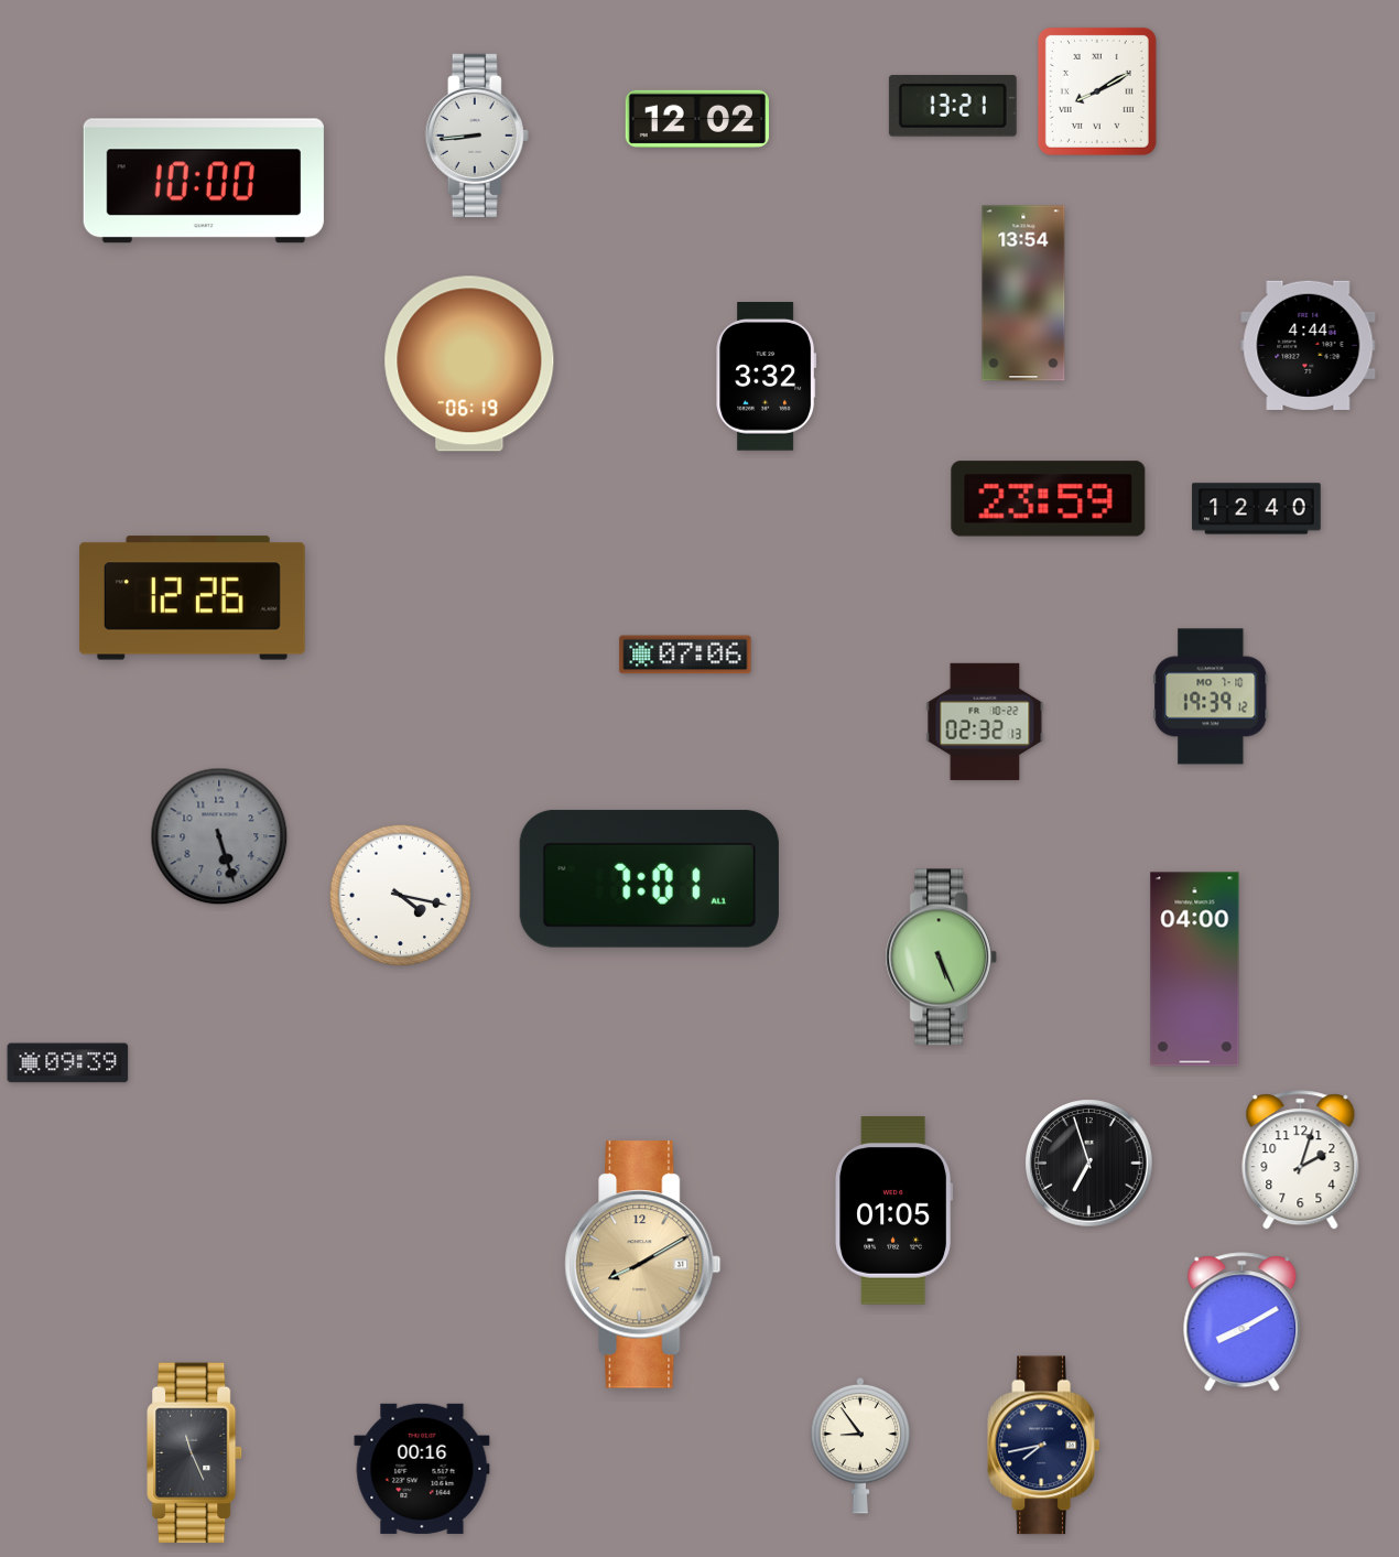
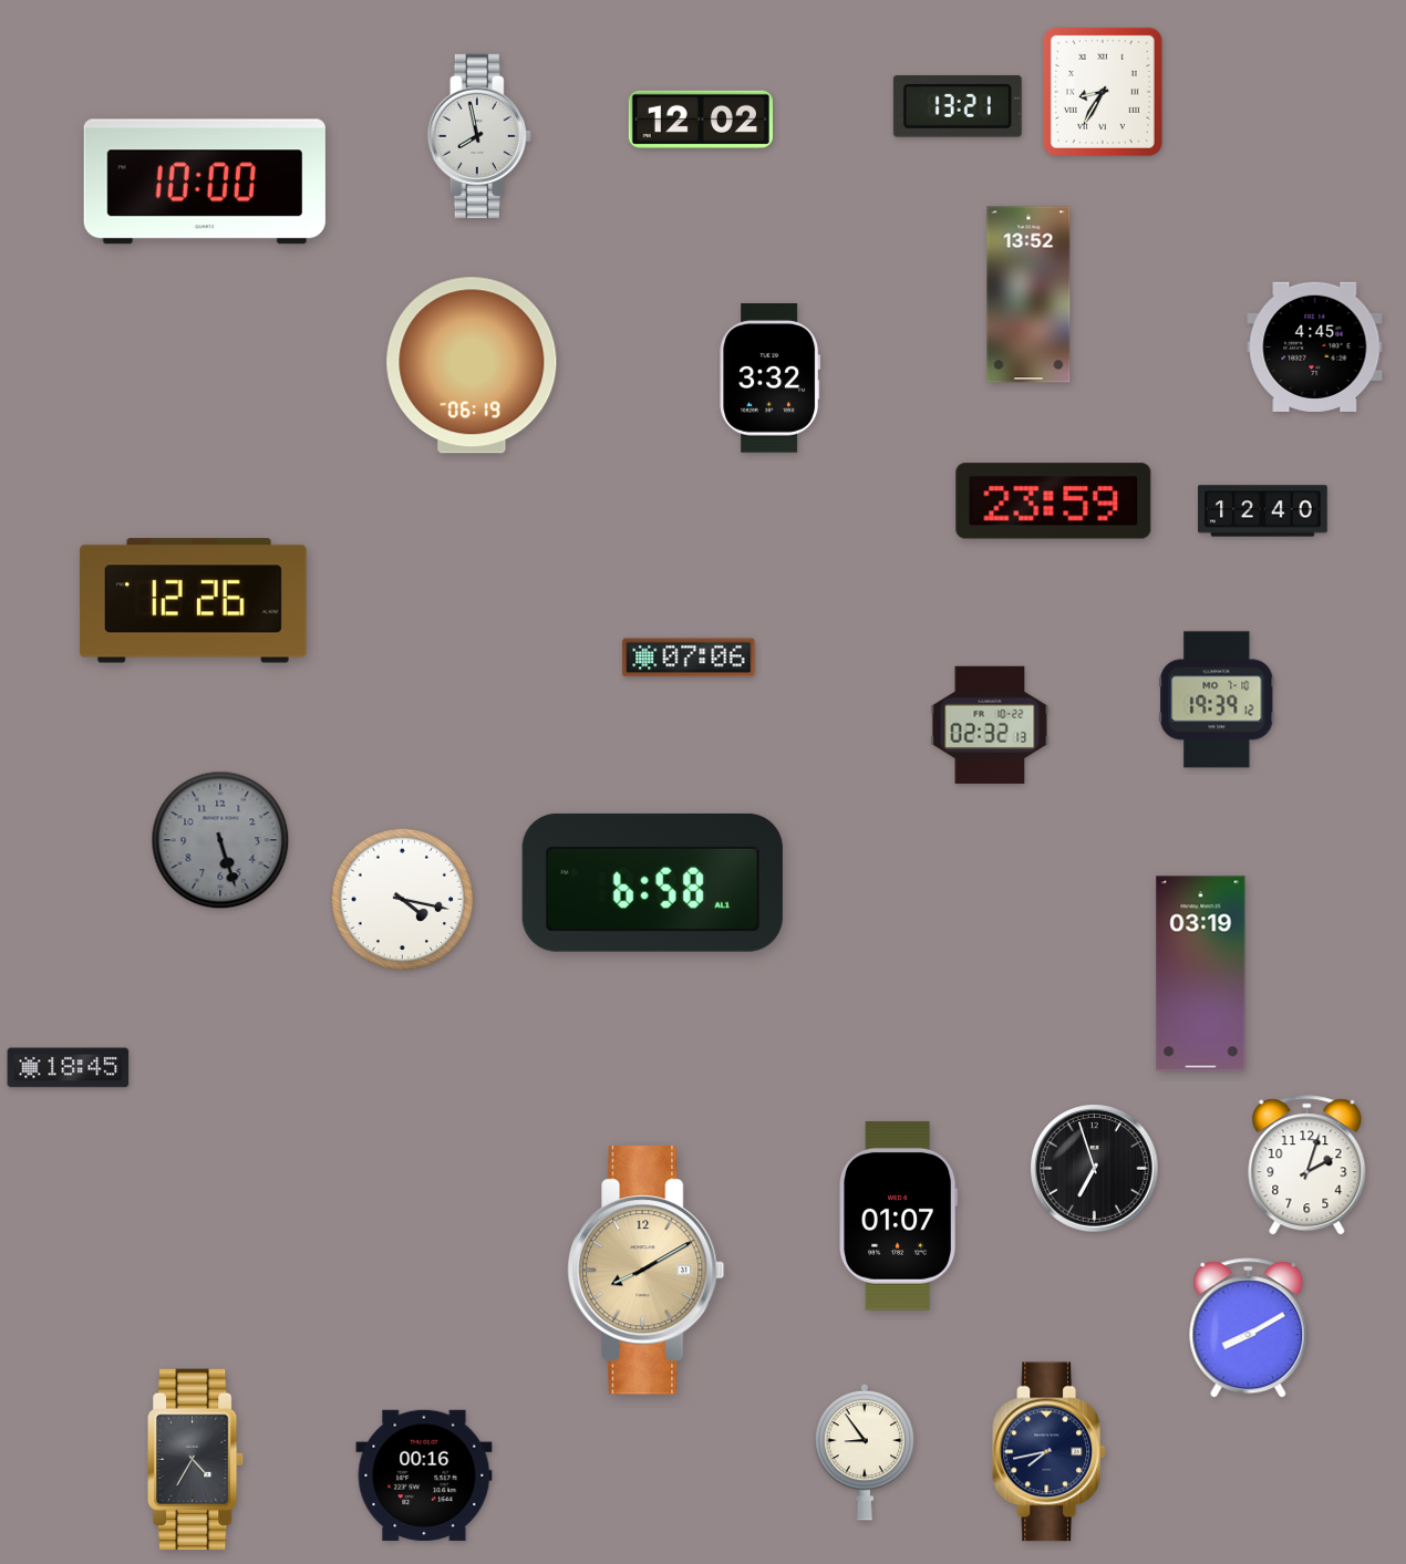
clock at (1097, 91): 8:10 -> 8:35
clock at (477, 136): 8:44 -> 7:58
clock at (1023, 293): 13:54 -> 13:52
clock at (1309, 345): 4:44 -> 4:45
clock at (649, 878): 7:01 -> 6:58
clock at (942, 958): 5:26 -> none
clock at (1195, 970): 04:00 -> 03:19
clock at (68, 1063): 09:39 -> 18:45
clock at (894, 1211): 01:05 -> 01:07
clock at (195, 1453): 11:26 -> 4:35
